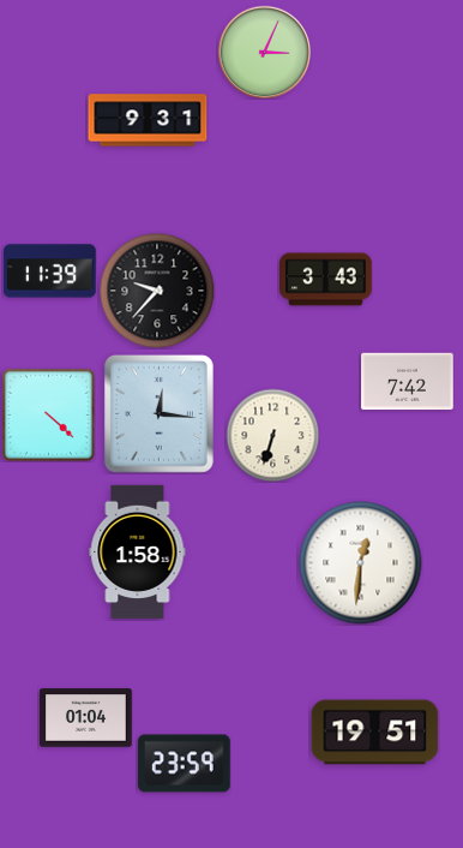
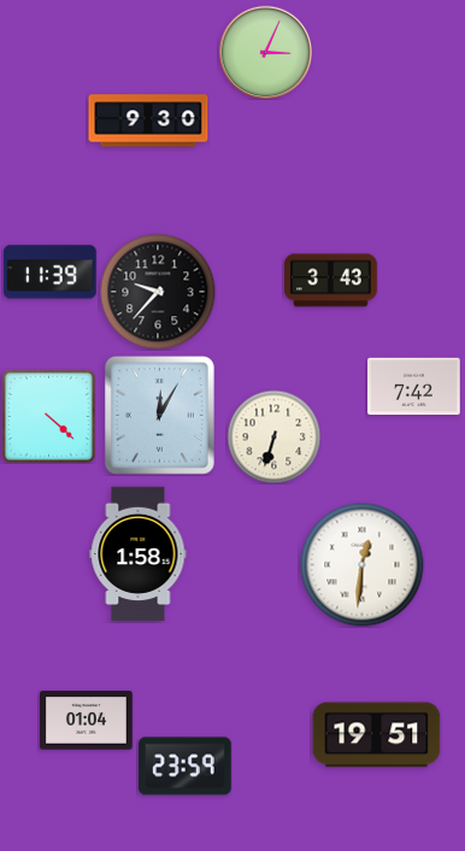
clock at (148, 120): 9:31 -> 9:30
clock at (326, 280) position: (326, 280) -> (331, 281)
clock at (408, 382) position: (408, 382) -> (414, 387)
clock at (158, 413): 12:16 -> 12:05
